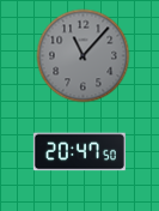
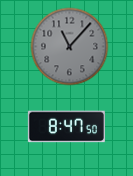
clock at (79, 152): 20:47 -> 8:47
